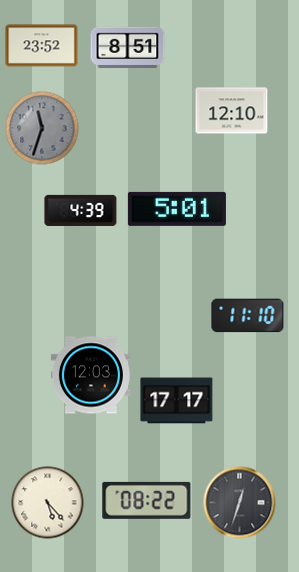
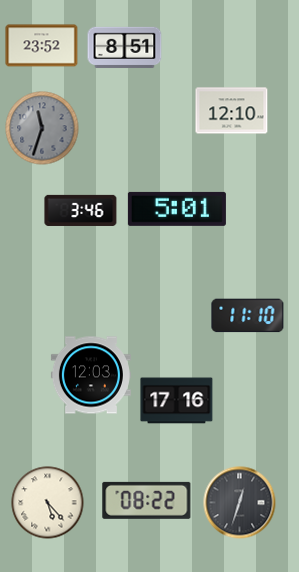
clock at (128, 48) position: (128, 48) -> (125, 48)
clock at (81, 210): 4:39 -> 3:46
clock at (177, 401): 17:17 -> 17:16
